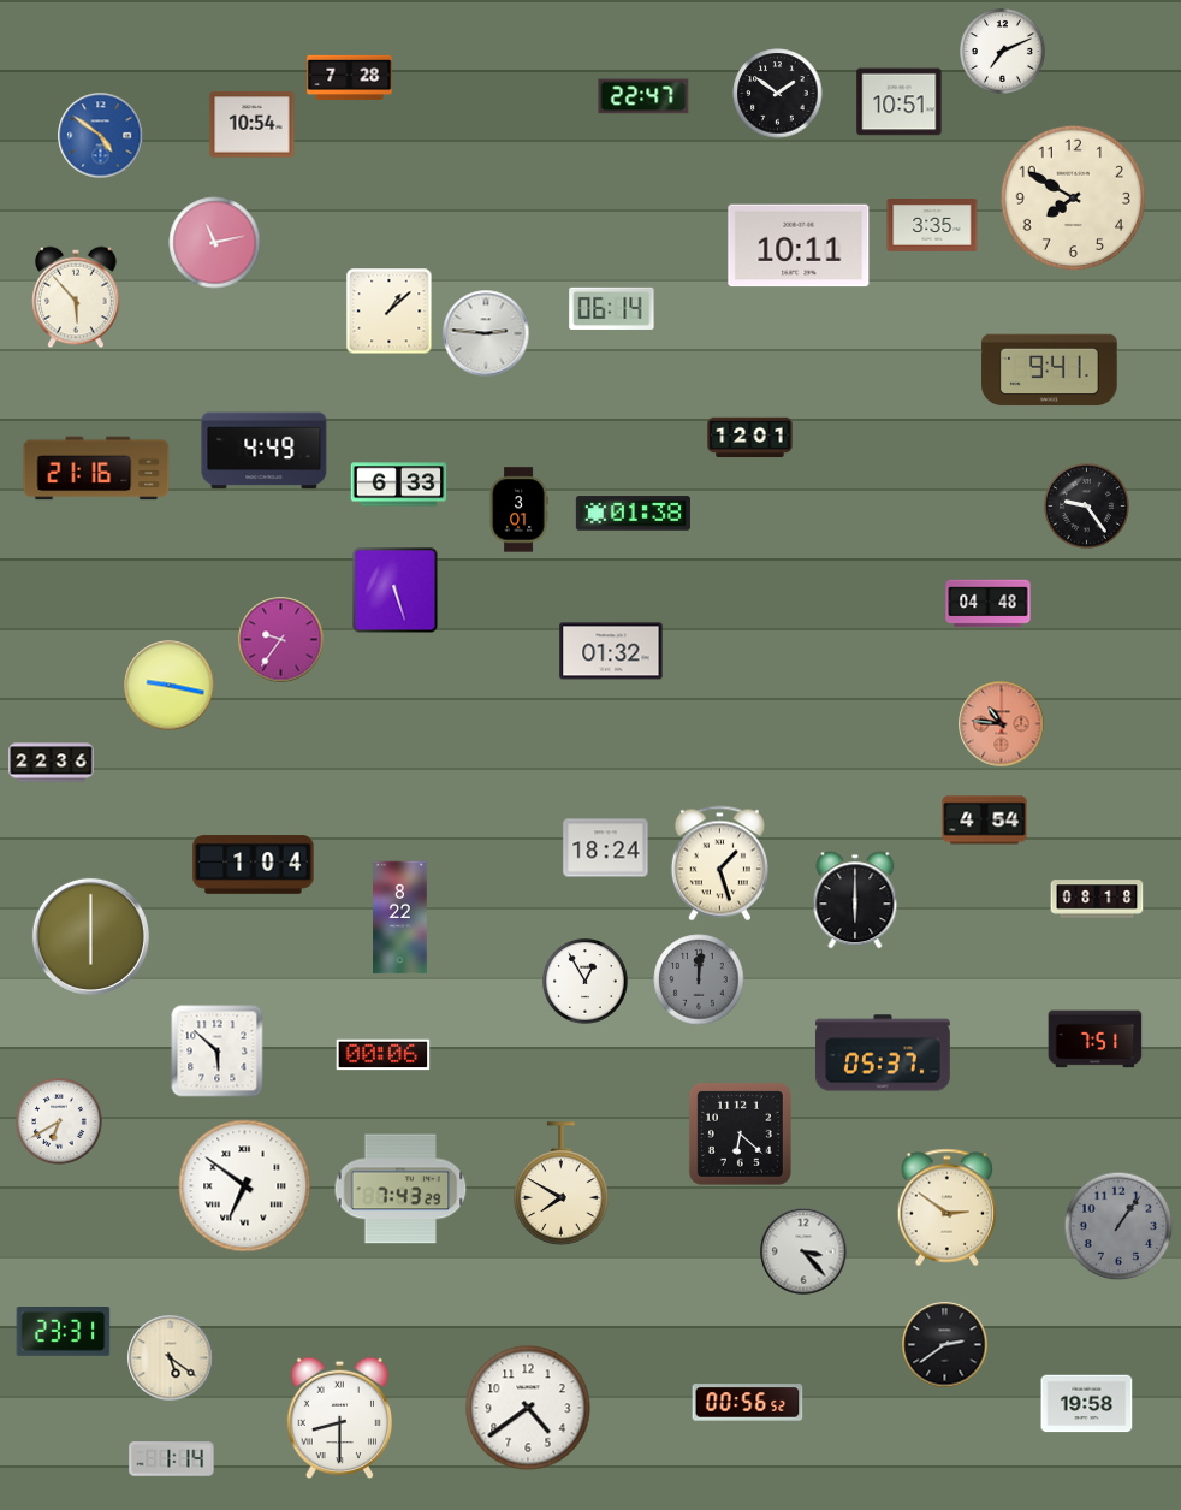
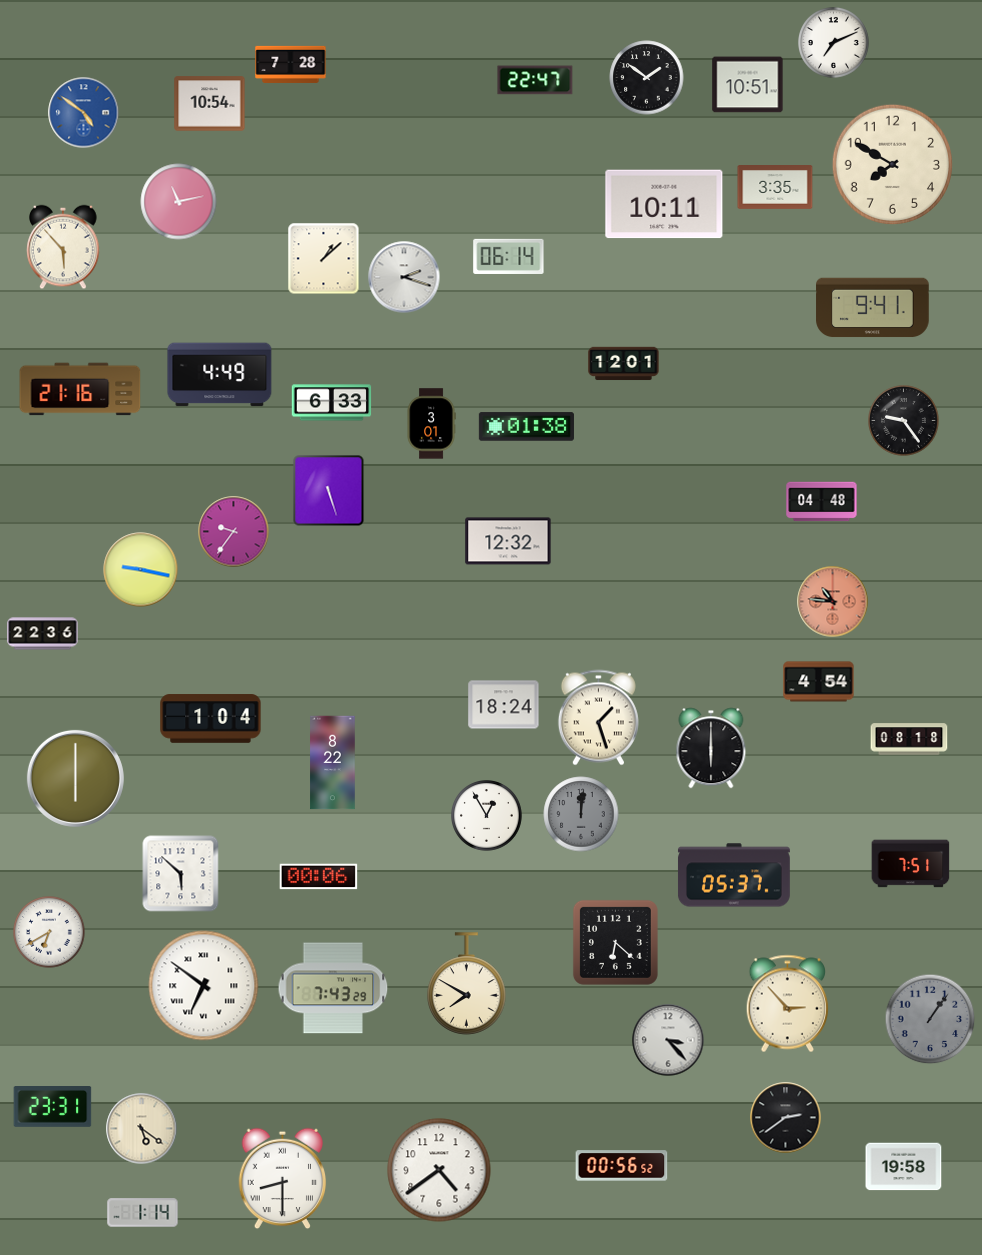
clock at (486, 333): 2:46 -> 2:18
clock at (611, 651): 01:32 -> 12:32
clock at (1097, 899) position: (1097, 899) -> (909, 739)
clock at (946, 1208): 2:51 -> 2:53
